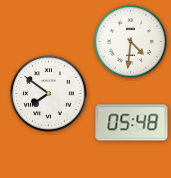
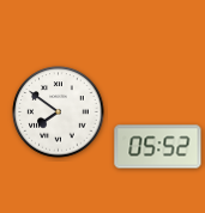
clock at (131, 42): 4:31 -> none
clock at (132, 123): 05:48 -> 05:52
